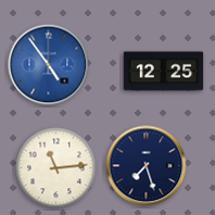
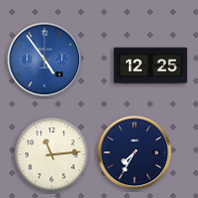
clock at (147, 166): 7:27 -> 7:35
